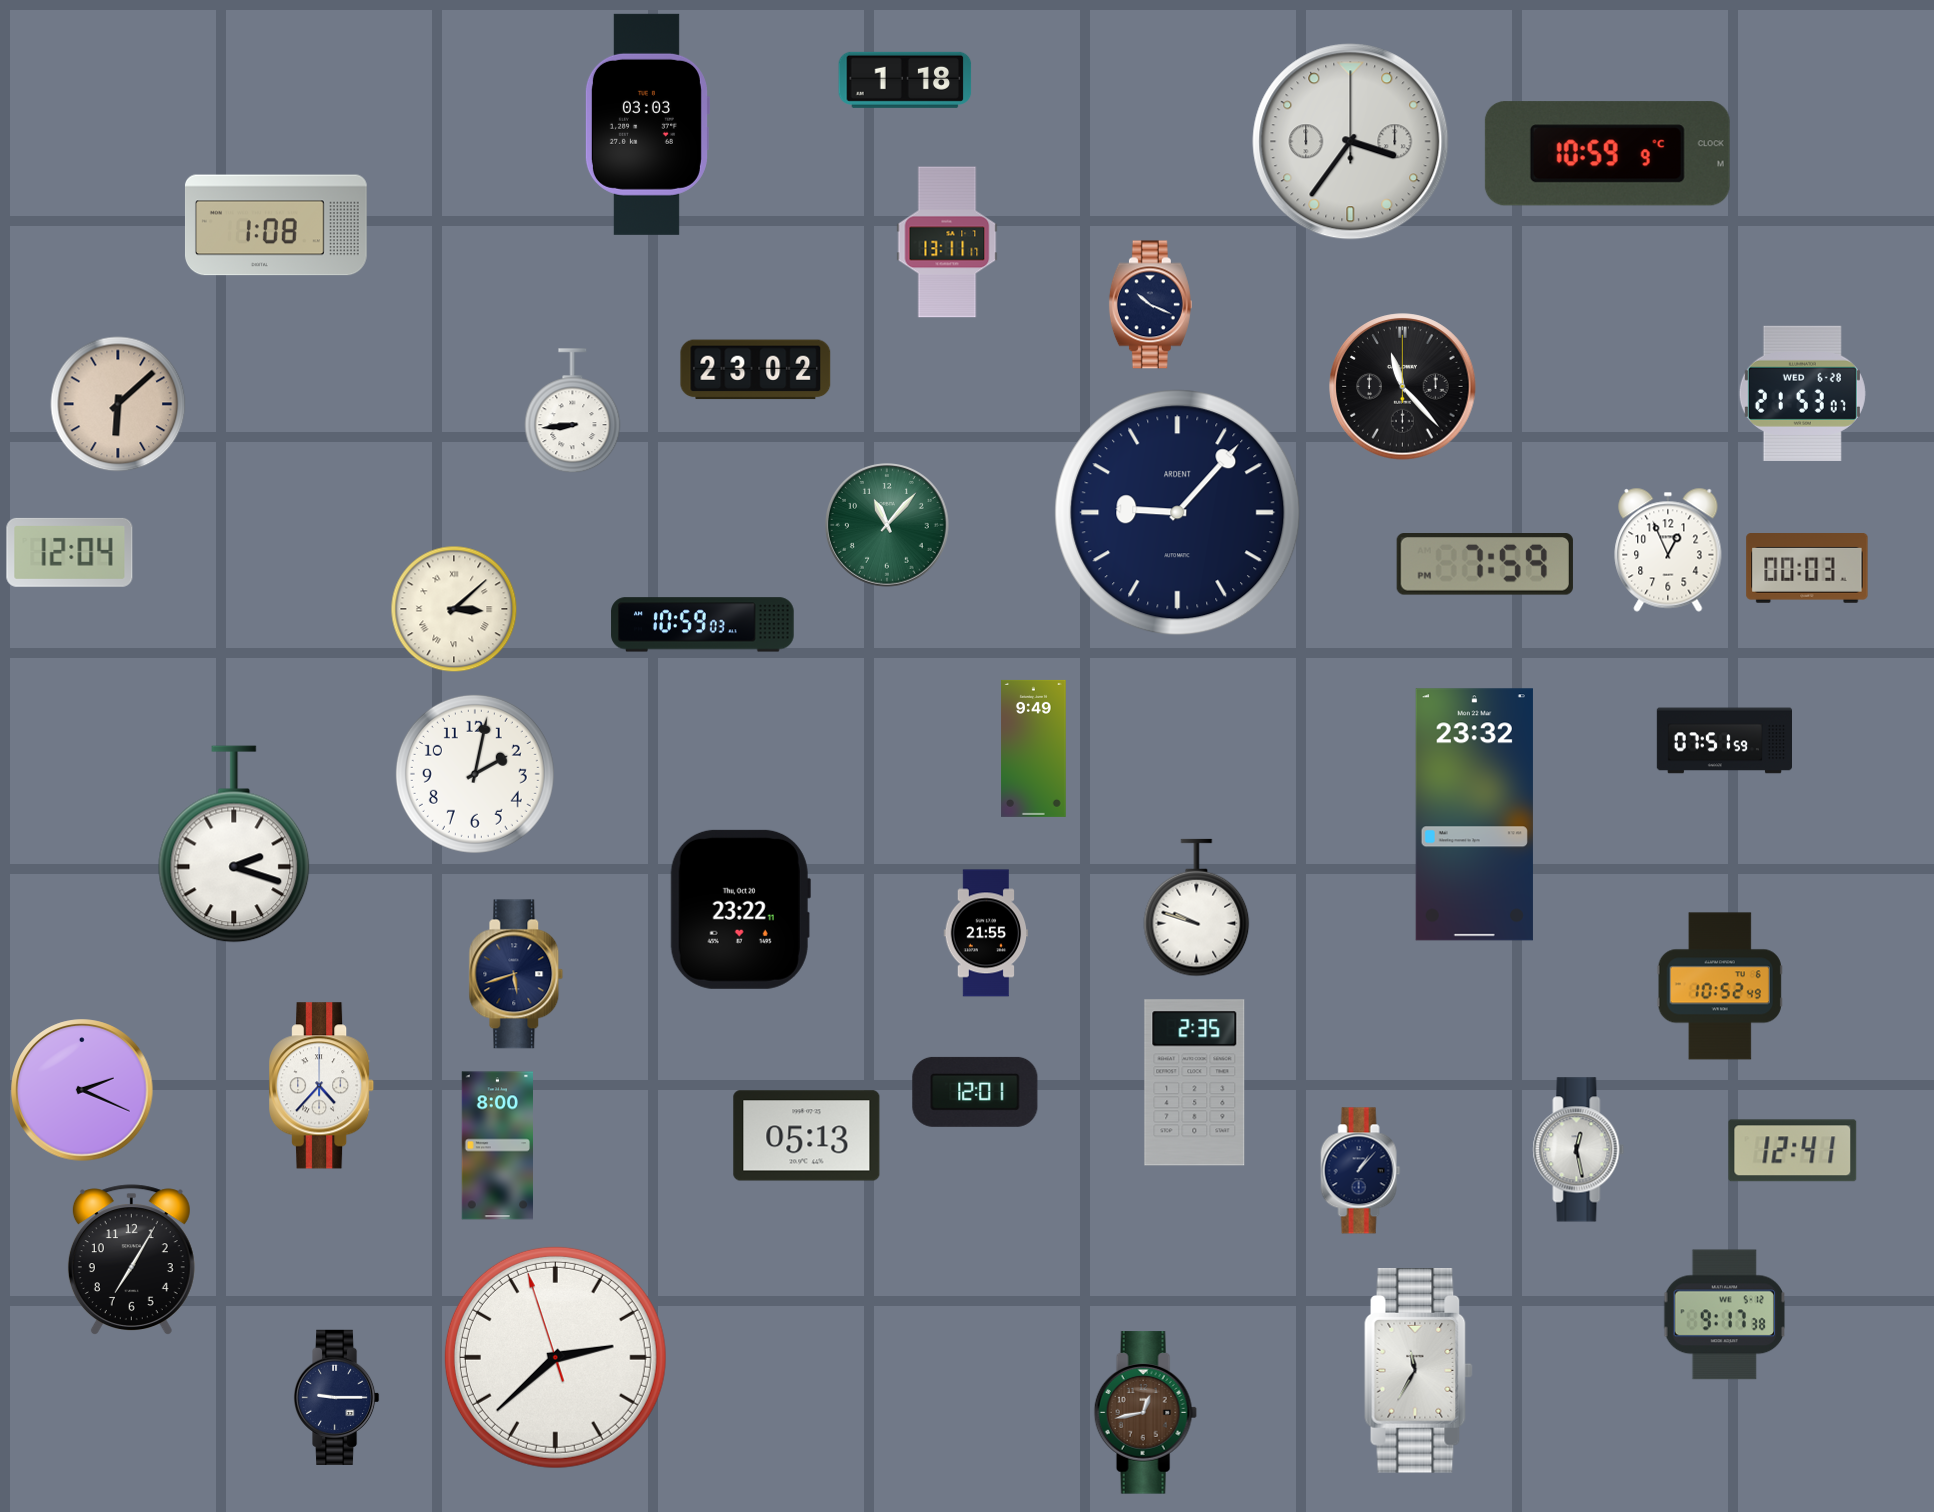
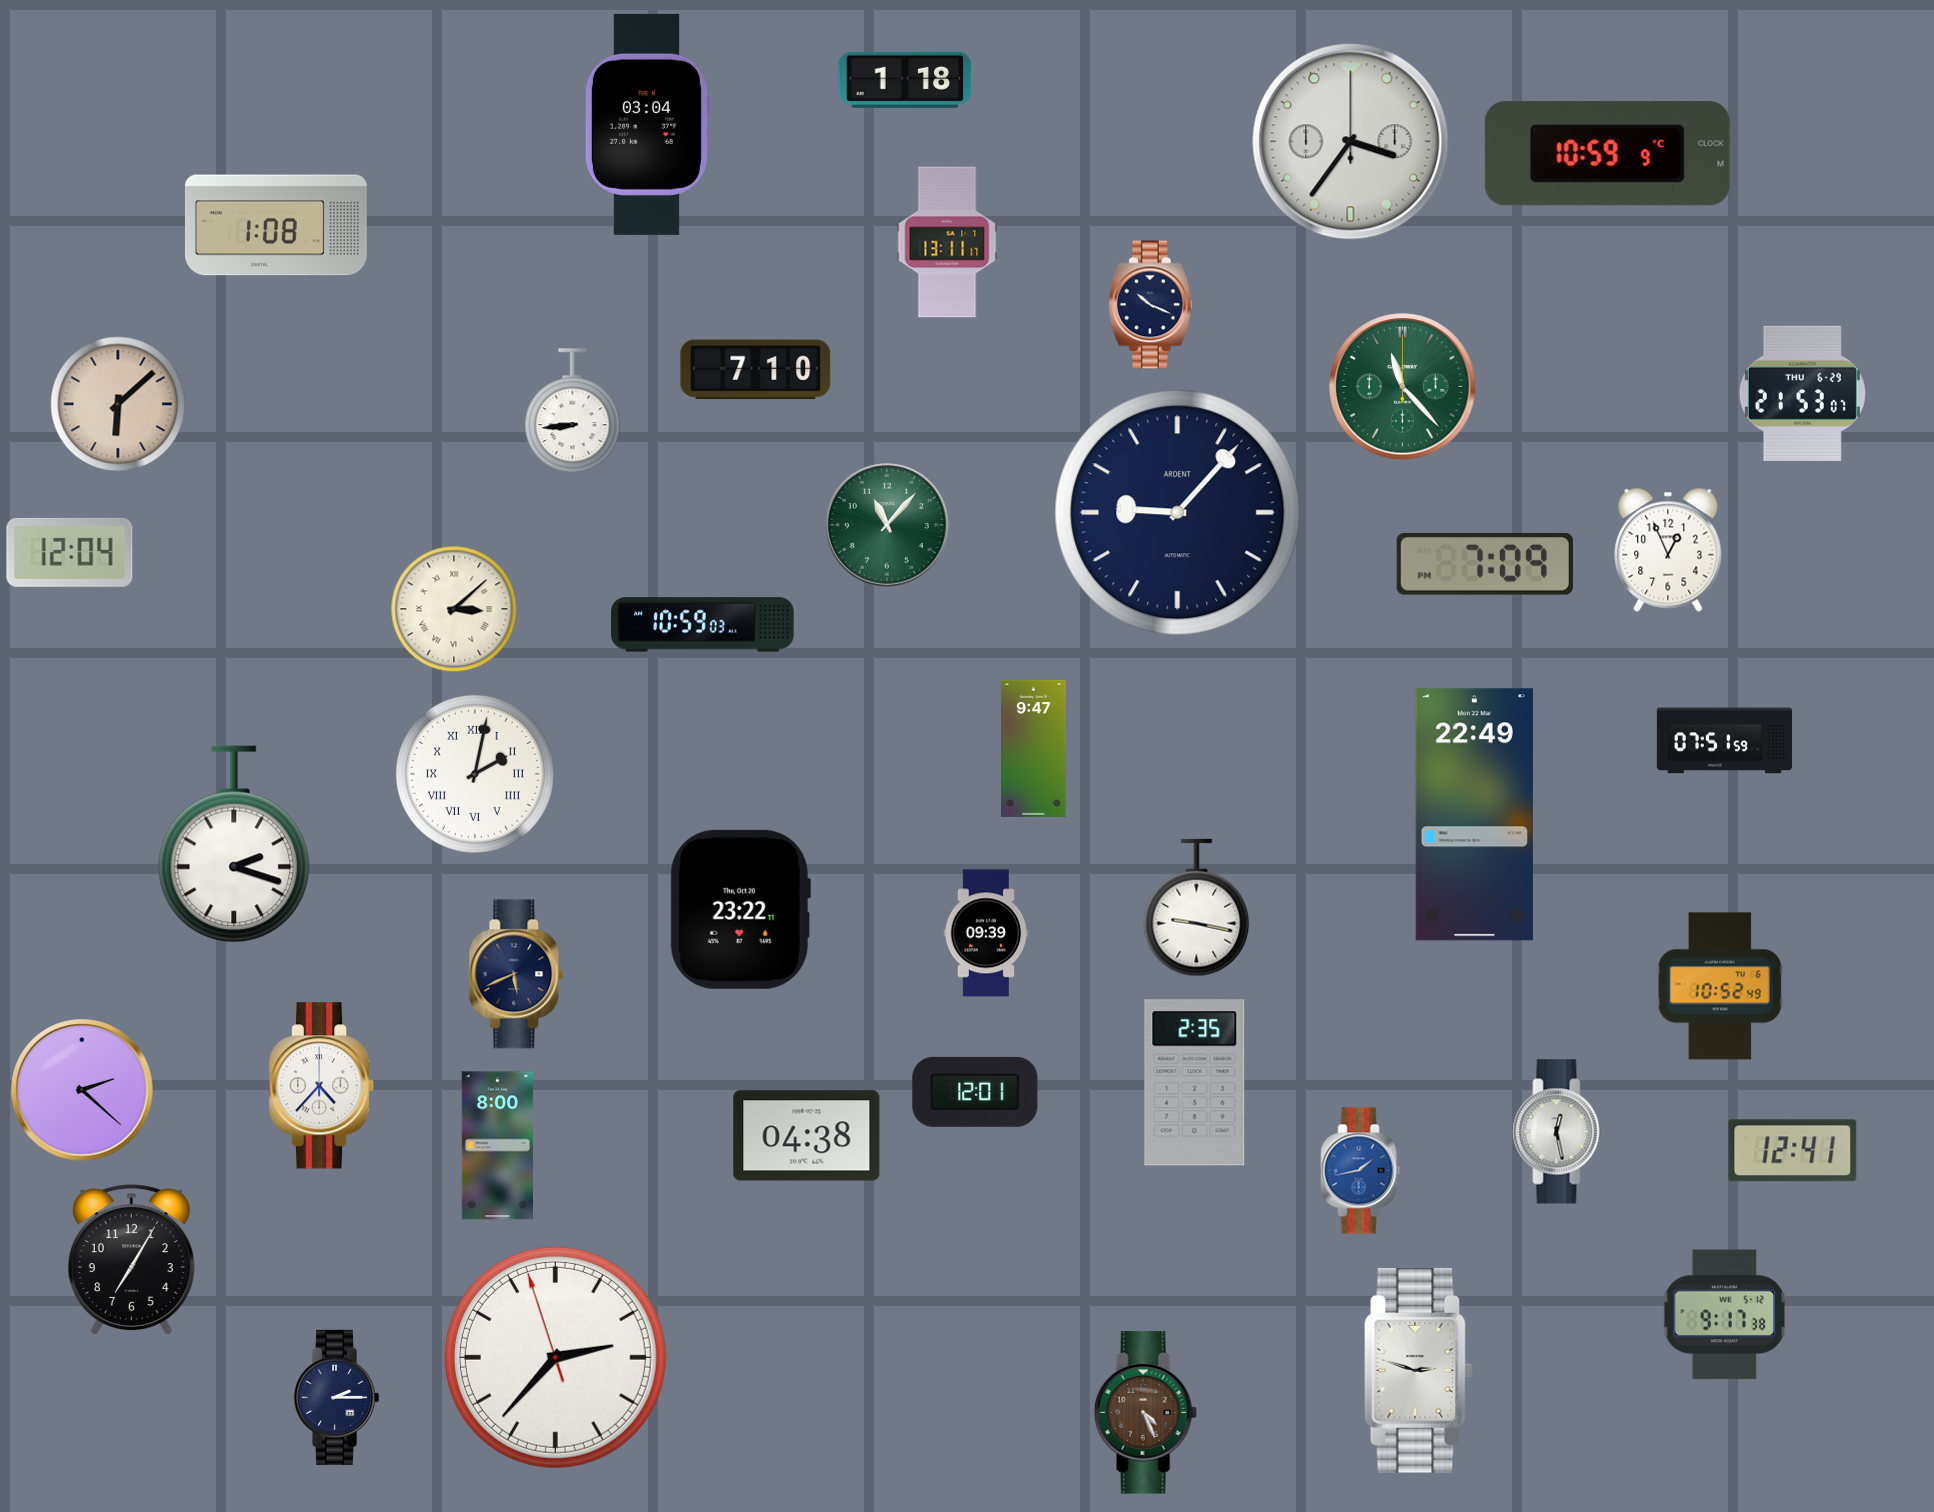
clock at (647, 124): 03:03 -> 03:04
clock at (756, 370): 23:02 -> 7:10
clock at (1403, 387) dial: black -> green
clock at (1802, 393) date: WED 6-28 -> THU 6-29
clock at (1485, 565): 7:59 -> 7:09
clock at (1807, 569): 00:03 -> none
clock at (1034, 748): 9:49 -> 9:47
clock at (475, 774) numerals: Arabic -> Roman
clock at (1474, 815): 23:32 -> 22:49
clock at (1197, 908): 9:48 -> 9:17
clock at (986, 933): 21:55 -> 09:39
clock at (516, 974): 5:42 -> 5:41
clock at (82, 1090): 2:19 -> 2:22
clock at (807, 1136): 05:13 -> 04:38
clock at (1579, 1150) position: (1579, 1150) -> (1559, 1132)
clock at (1361, 1171): 1:07 -> 1:43
clock at (1361, 1171) dial: navy -> blue
clock at (555, 1357): 2:37 -> 2:36
clock at (1419, 1371): 11:35 -> 2:48
clock at (336, 1397): 9:15 -> 2:15
clock at (1145, 1413): 12:43 -> 4:26
